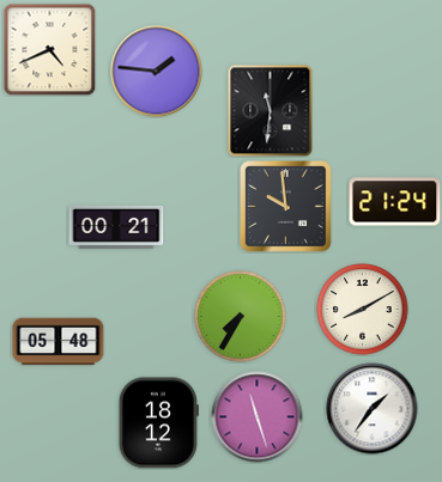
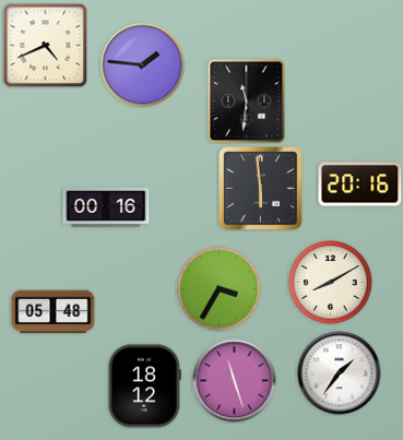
clock at (395, 202): 21:24 -> 20:16
clock at (286, 207): 9:59 -> 5:59
clock at (116, 227): 00:21 -> 00:16
clock at (241, 317): 7:35 -> 3:35
